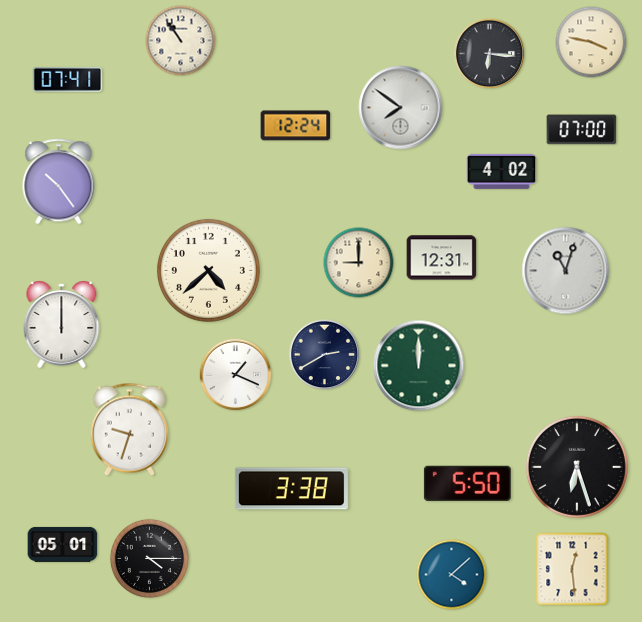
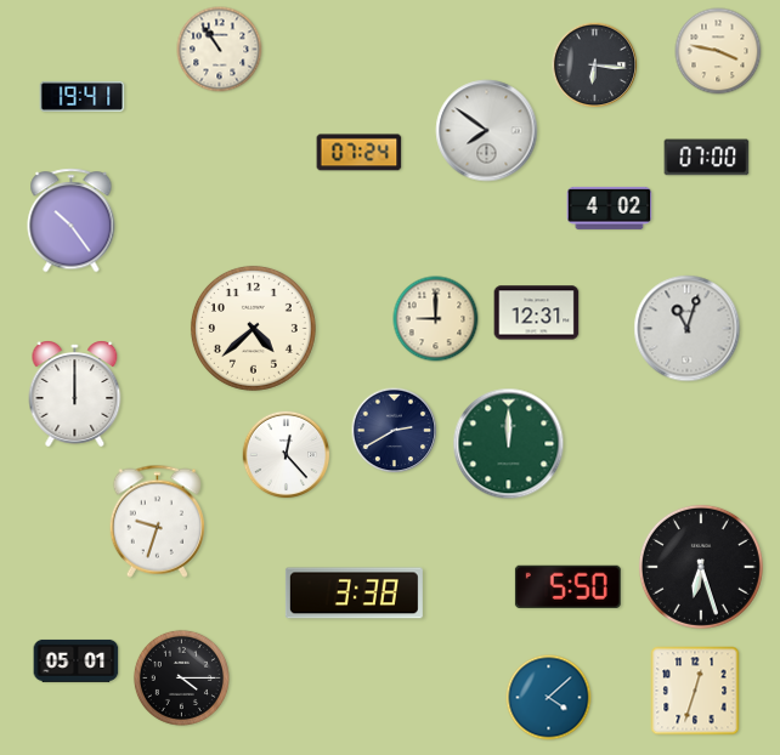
clock at (68, 79): 07:41 -> 19:41
clock at (296, 126): 12:24 -> 07:24
clock at (236, 375): 1:19 -> 12:23
clock at (572, 569): 12:29 -> 12:33
